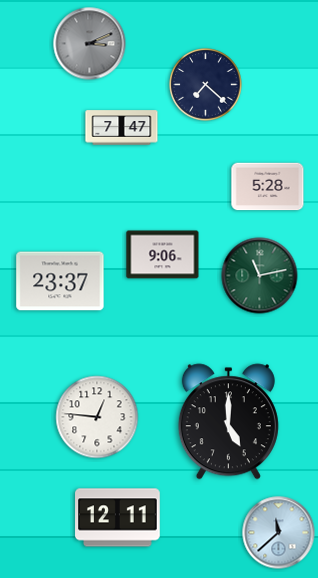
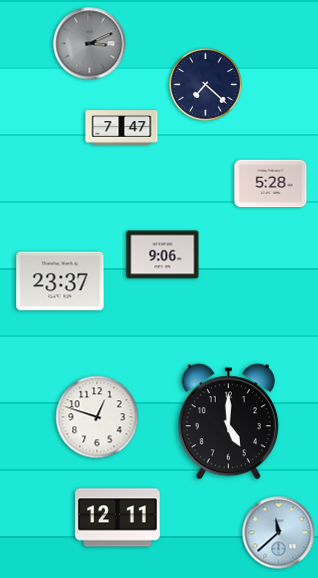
clock at (268, 187) position: (268, 187) -> (271, 184)
clock at (260, 276): 11:13 -> none
clock at (97, 417): 12:46 -> 12:48
